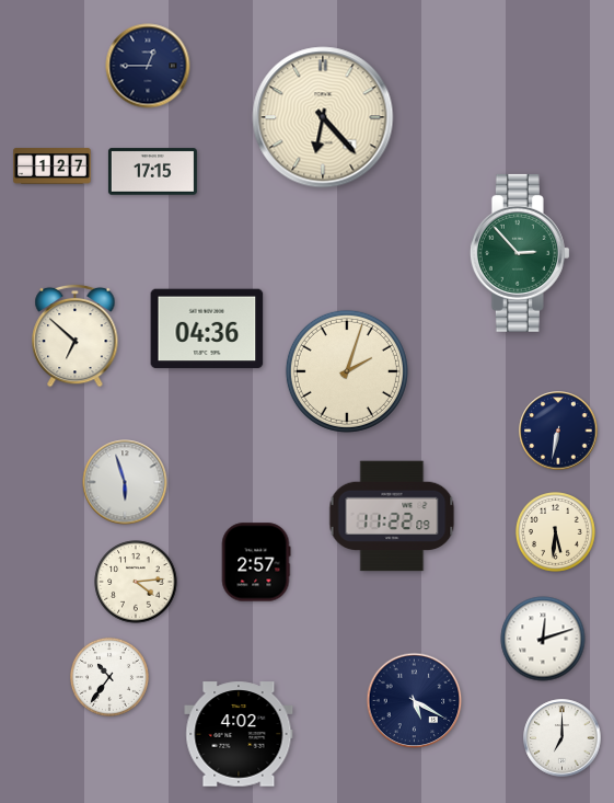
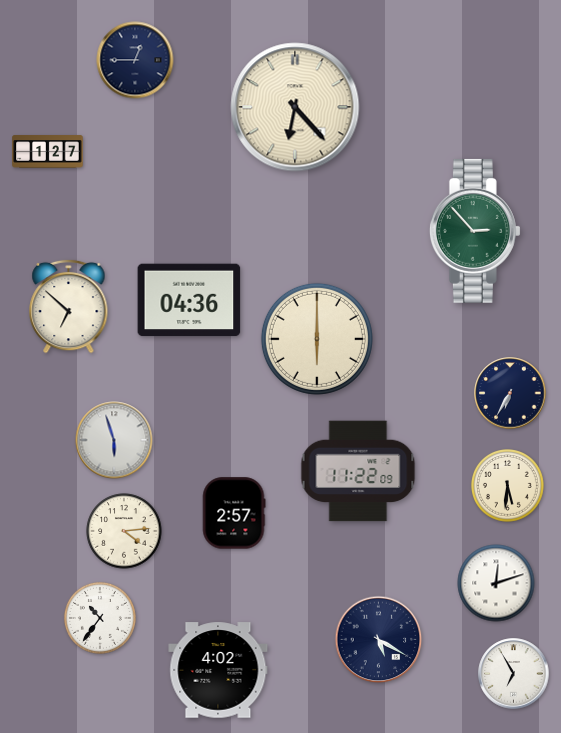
clock at (152, 172): 17:15 -> none
clock at (347, 371): 2:03 -> 6:00
clock at (558, 431): 6:32 -> 6:35
clock at (563, 738): 7:00 -> 6:55
